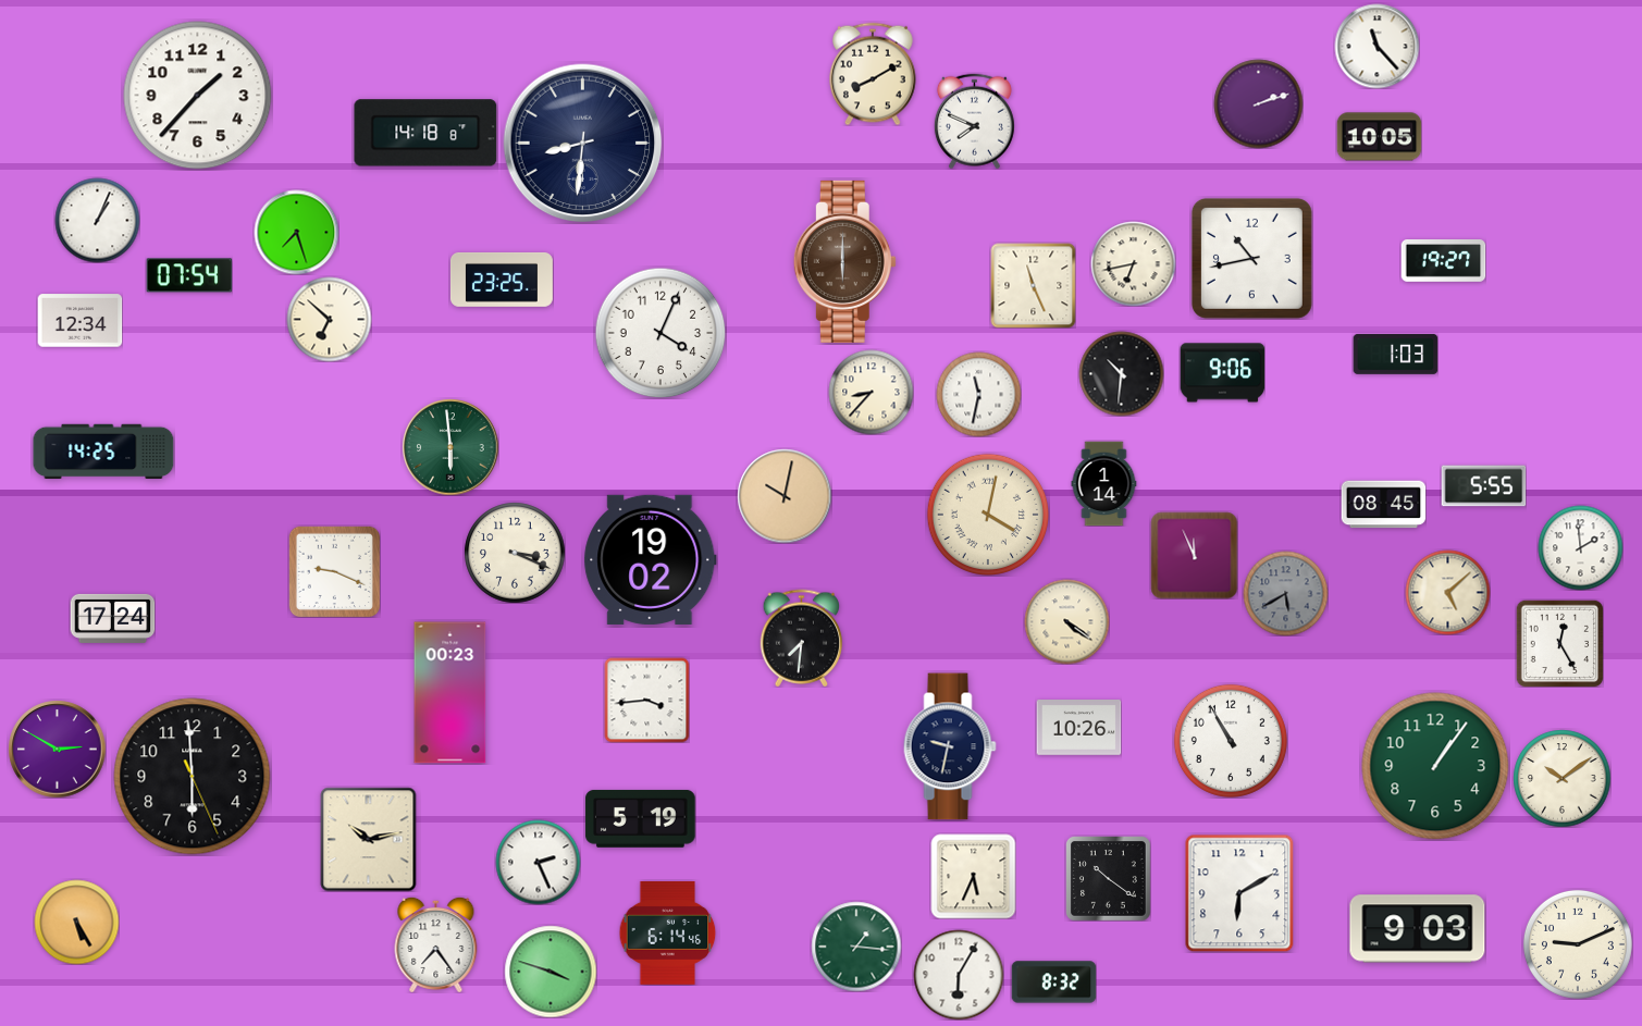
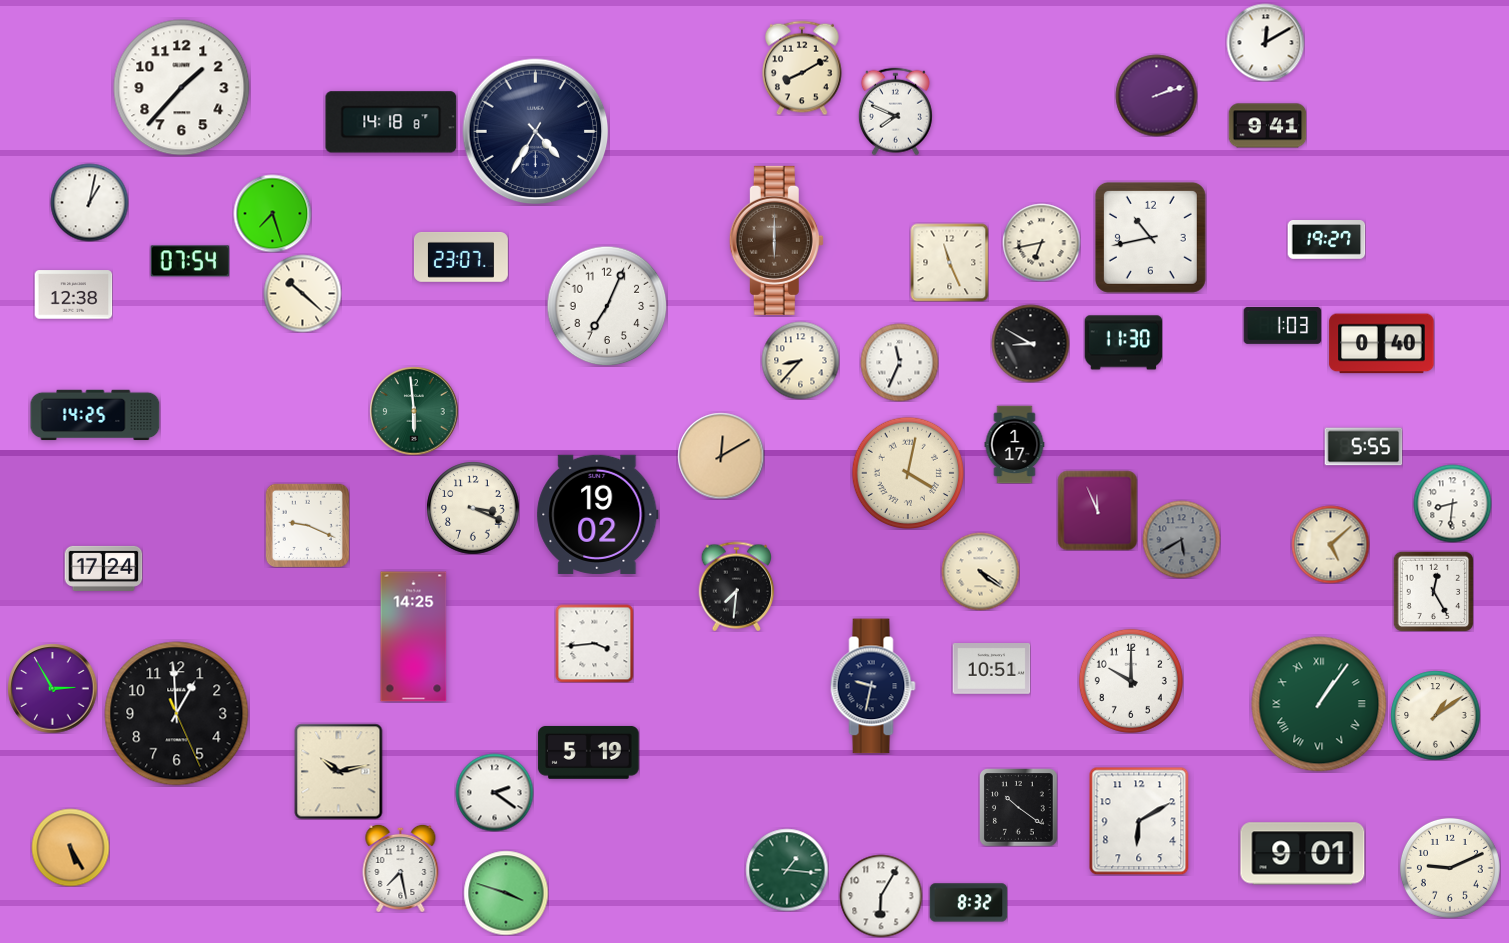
clock at (1376, 46): 11:23 -> 12:10
clock at (1379, 137): 10:05 -> 9:41
clock at (583, 144): 8:31 -> 4:35
clock at (97, 220): 1:04 -> 1:02
clock at (189, 275) position: (189, 275) -> (190, 261)
clock at (502, 280): 23:25 -> 23:07
clock at (329, 319): 6:52 -> 10:22
clock at (79, 321): 12:34 -> 12:38
clock at (660, 333): 4:04 -> 7:04
clock at (1121, 373): 10:31 -> 8:50
clock at (1222, 373): 9:06 -> 11:30
clock at (1382, 344): none -> 0:40
clock at (978, 394): 11:32 -> 11:34
clock at (1104, 483): 1:14 -> 1:17
clock at (785, 496): 10:02 -> 12:10
clock at (1383, 505): 08:45 -> none
clock at (1580, 547): 1:59 -> 8:31
clock at (1285, 593) position: (1285, 593) -> (1181, 539)
clock at (450, 693): 00:23 -> 14:25
clock at (1078, 728): 10:26 -> 10:51
clock at (1231, 741): 10:55 -> 10:00
clock at (57, 749): 2:50 -> 2:55
clock at (1435, 766) numerals: Arabic -> Roman
clock at (193, 777): 5:59 -> 12:59
clock at (1561, 778): 10:09 -> 1:09
clock at (538, 862): 2:26 -> 2:21
clock at (973, 876): 5:34 -> none
clock at (1418, 929): 9:03 -> 9:01
clock at (668, 932): 6:14 -> none
clock at (436, 944): 7:24 -> 7:28
